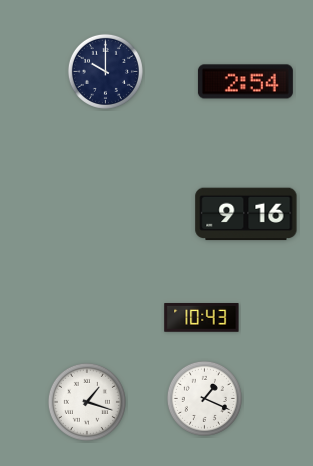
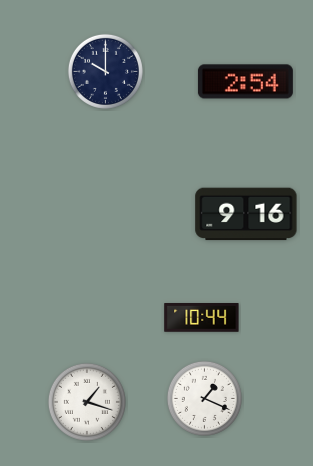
clock at (202, 318): 10:43 -> 10:44
